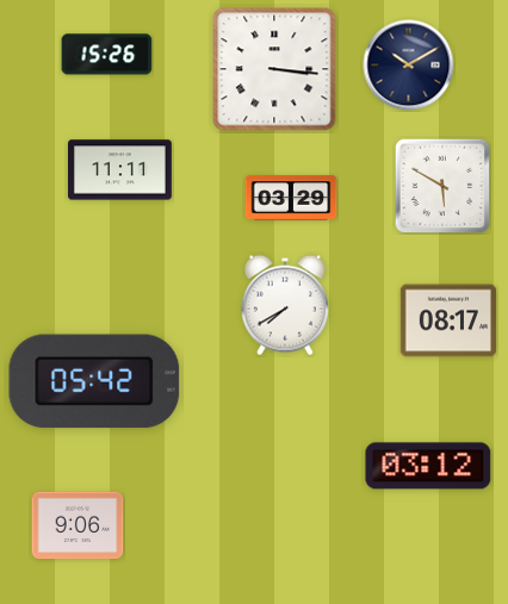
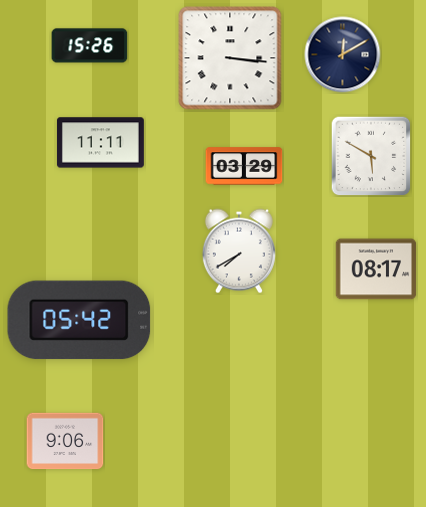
clock at (409, 66): 10:10 -> 12:10
clock at (285, 305) position: (285, 305) -> (239, 251)
clock at (428, 466): 03:12 -> none
